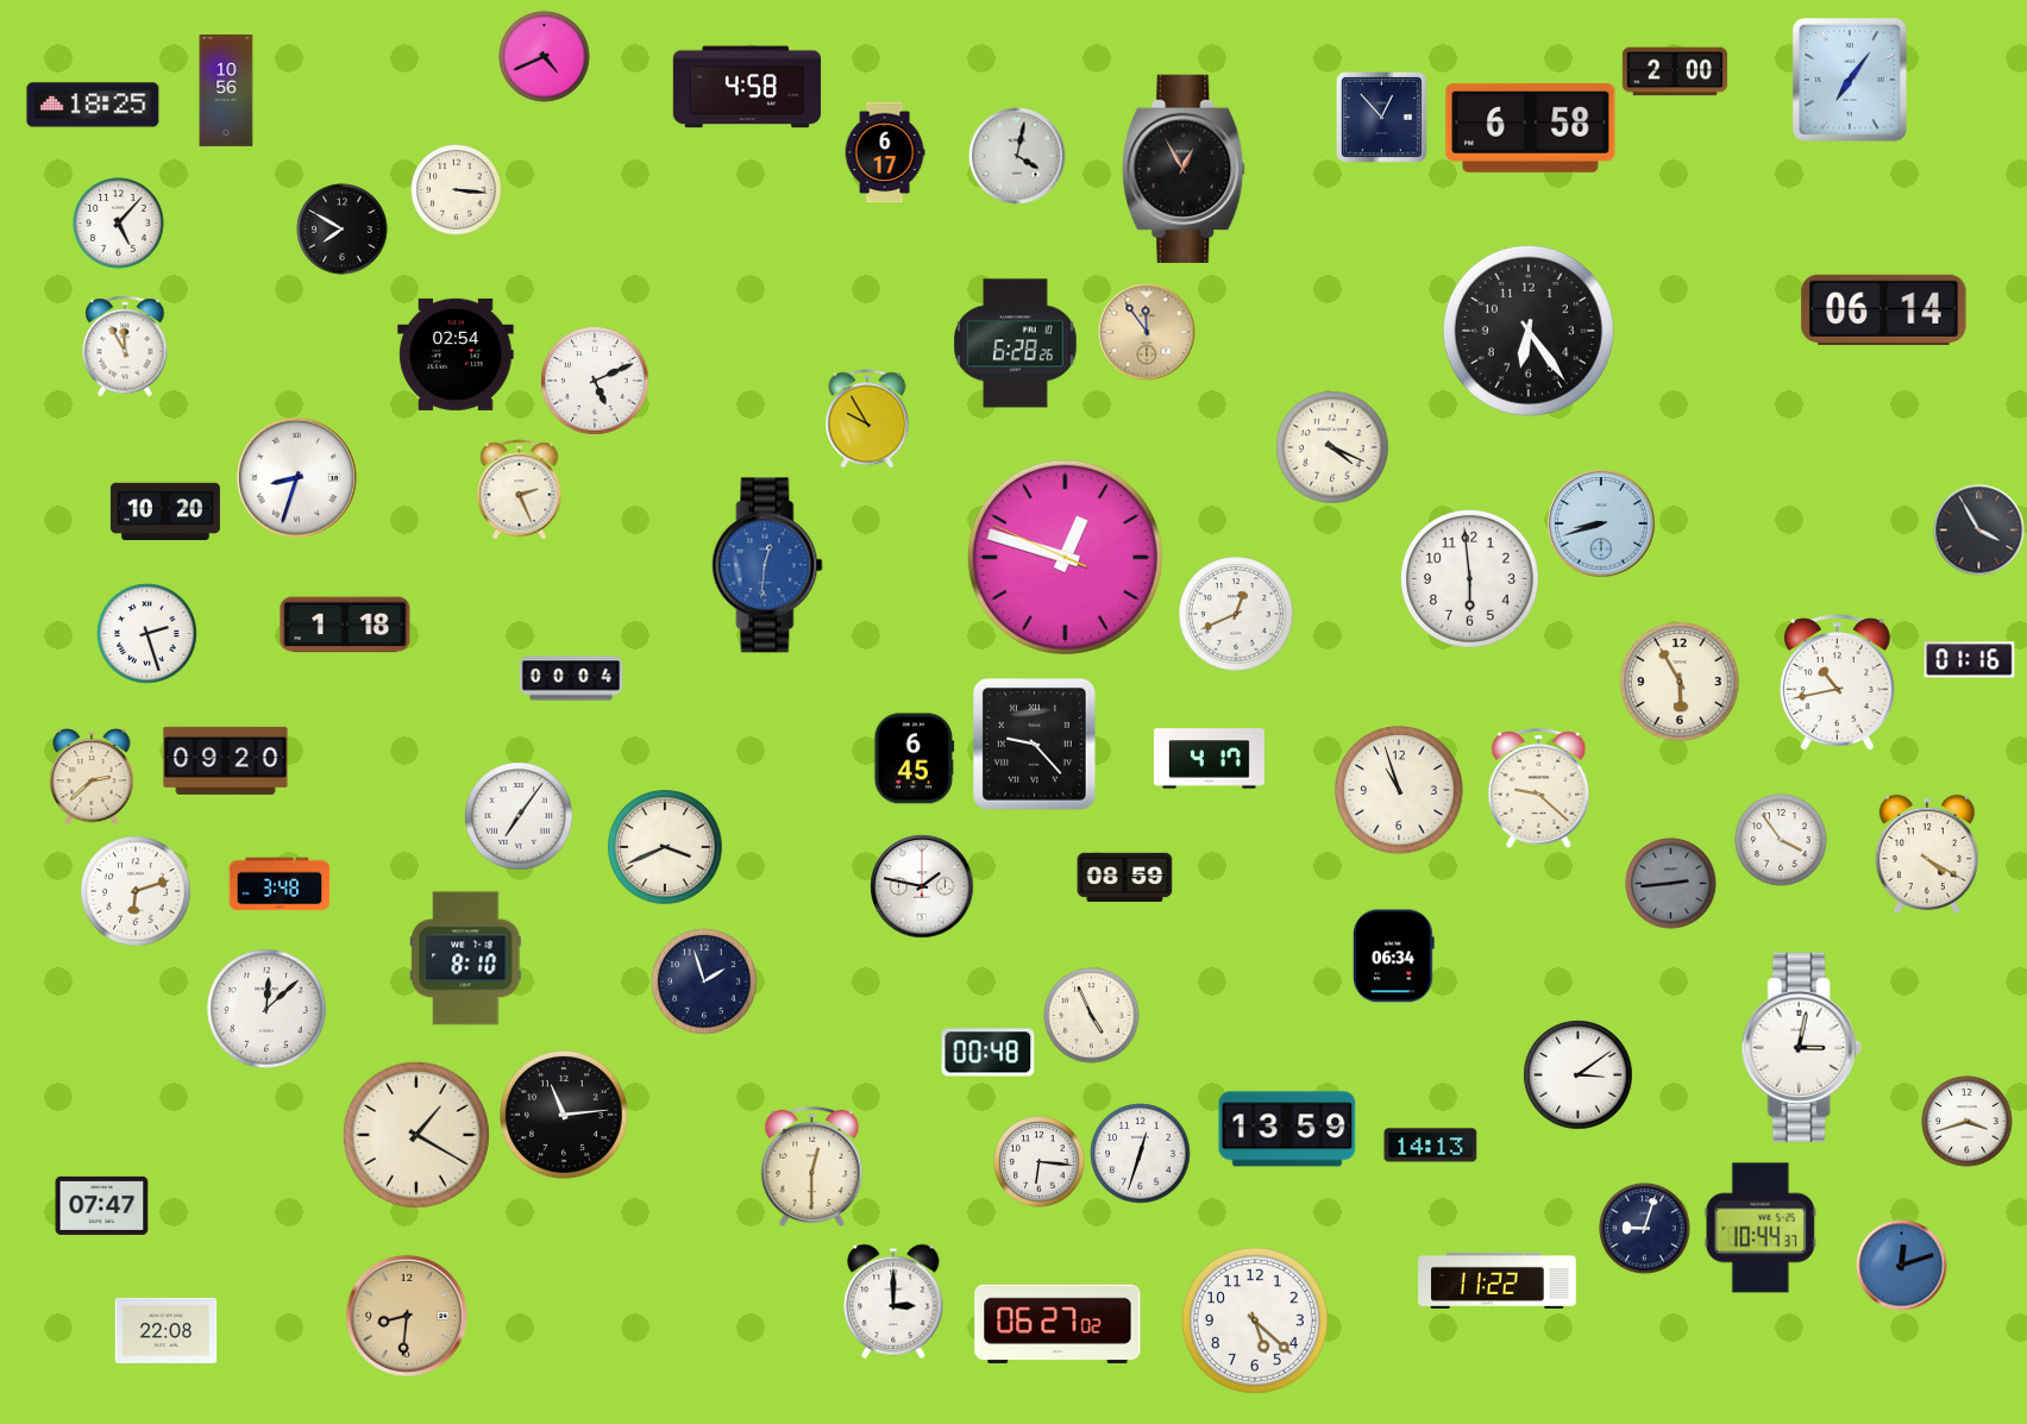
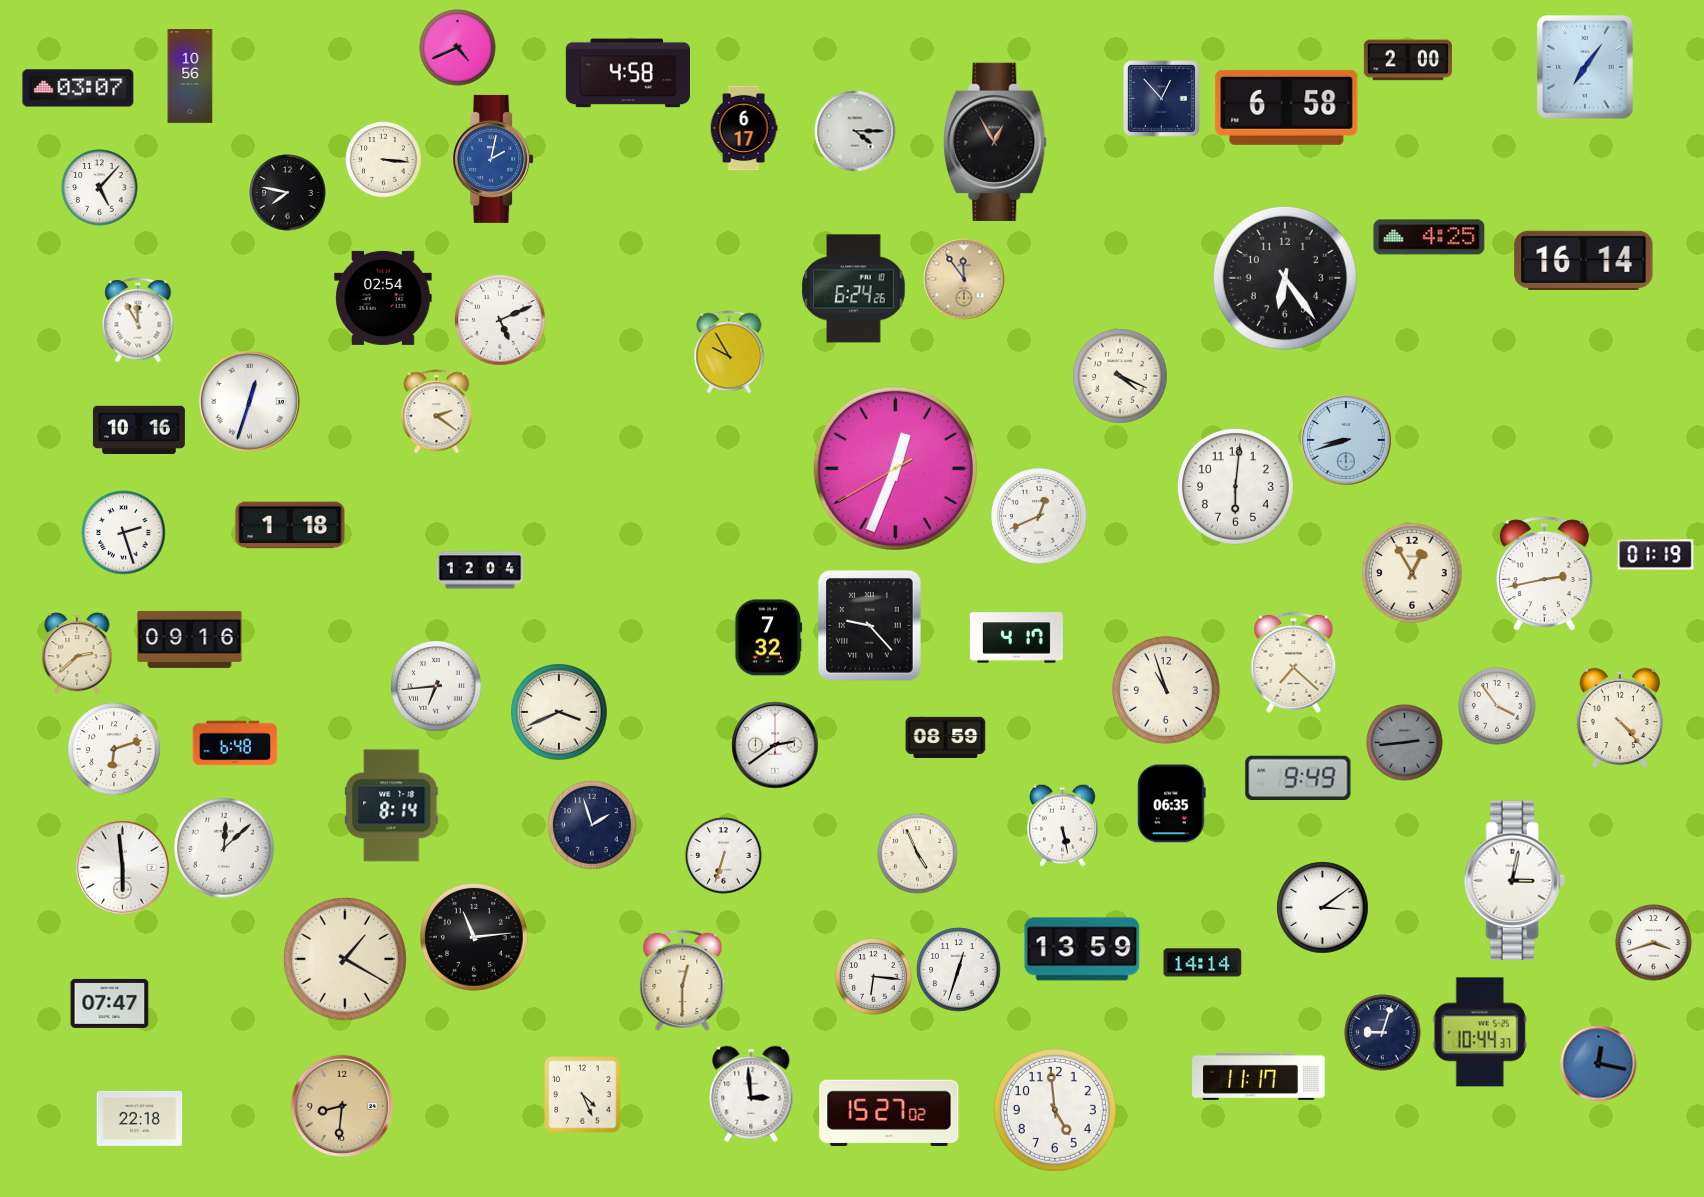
clock at (1851, 80) position: (1851, 80) -> (1586, 67)
clock at (93, 105): 18:25 -> 03:07
clock at (1017, 156): 4:02 -> 4:15
clock at (493, 159): none -> 2:02
clock at (343, 230): 7:50 -> 7:47
clock at (1429, 237): none -> 4:25
clock at (1884, 309): 06:14 -> 16:14
clock at (1016, 344): 6:28 -> 6:24
clock at (125, 346) position: (125, 346) -> (138, 320)
clock at (296, 477): 8:33 -> 12:33
clock at (520, 490): 2:26 -> 2:21
clock at (165, 512): 10:20 -> 10:16
clock at (1979, 531): 3:55 -> none
clock at (1065, 557): 12:47 -> 12:33
clock at (767, 565): 12:31 -> none
clock at (1469, 578): 5:59 -> 6:01
clock at (1970, 660): 01:16 -> 01:19
clock at (571, 678): 00:04 -> 12:04
clock at (1680, 682): 5:55 -> 12:55
clock at (1837, 683): 10:43 -> 2:43
clock at (915, 759): 6:45 -> 7:32
clock at (226, 760): 09:20 -> 09:16
clock at (1539, 788): 9:22 -> 7:22
clock at (1400, 791) position: (1400, 791) -> (1167, 691)
clock at (519, 816): 7:06 -> 6:44
clock at (1927, 854): 4:20 -> 4:23
clock at (280, 884): 3:48 -> 6:48
clock at (922, 886): 1:47 -> 2:39
clock at (1298, 778): none -> 9:49
clock at (1393, 956): 06:34 -> 06:35
clock at (466, 959): 8:10 -> 8:14
clock at (1063, 825): none -> 5:28
clock at (724, 856): none -> 6:33
clock at (123, 868): none -> 5:59
clock at (989, 1053): 00:48 -> none
clock at (1579, 1075) position: (1579, 1075) -> (1323, 908)
clock at (416, 1135) position: (416, 1135) -> (345, 959)
clock at (1431, 1146): 14:13 -> 14:14
clock at (102, 1205) position: (102, 1205) -> (110, 1003)
clock at (1902, 1266): 12:12 -> 12:17
clock at (1498, 1280): 11:22 -> 11:17
clock at (893, 1301): 3:00 -> 2:59
clock at (583, 1095): none -> 4:26
clock at (1255, 1321): 5:22 -> 4:59
clock at (1058, 1323): 06:27 -> 15:27
clock at (167, 1330): 22:08 -> 22:18
